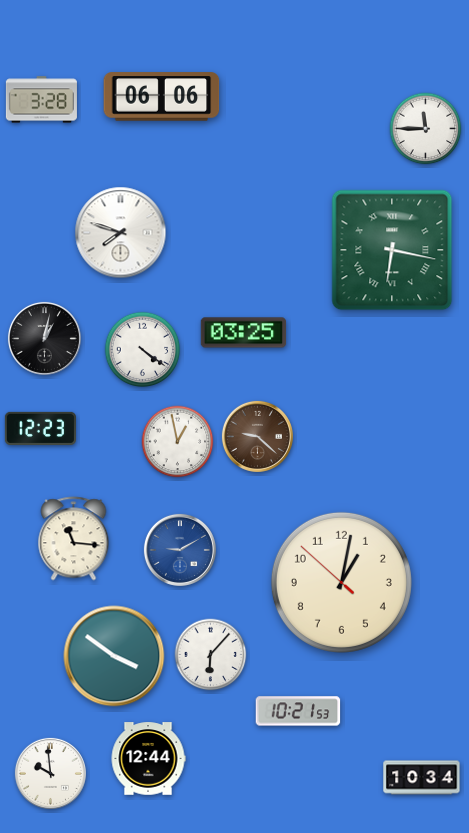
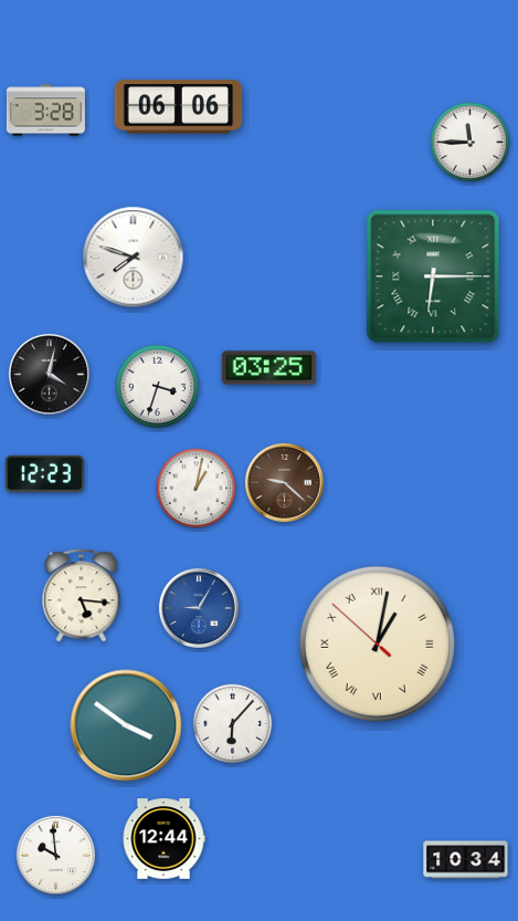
clock at (392, 250): 6:17 -> 6:15
clock at (44, 338): 1:02 -> 4:02
clock at (143, 350): 4:21 -> 3:33
clock at (178, 442): 12:58 -> 1:02
clock at (74, 539): 11:16 -> 5:16
clock at (180, 550): 9:10 -> 9:05
clock at (341, 582) numerals: Arabic -> Roman
clock at (298, 711): 10:21 -> none
